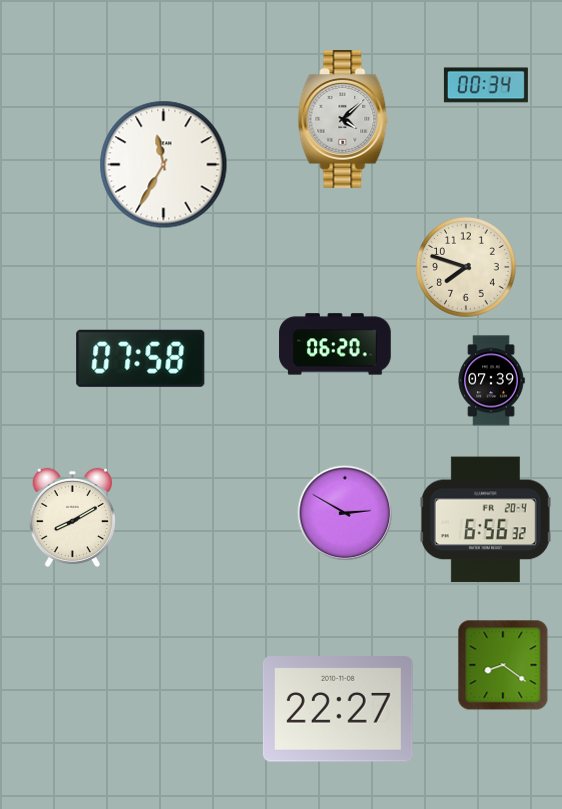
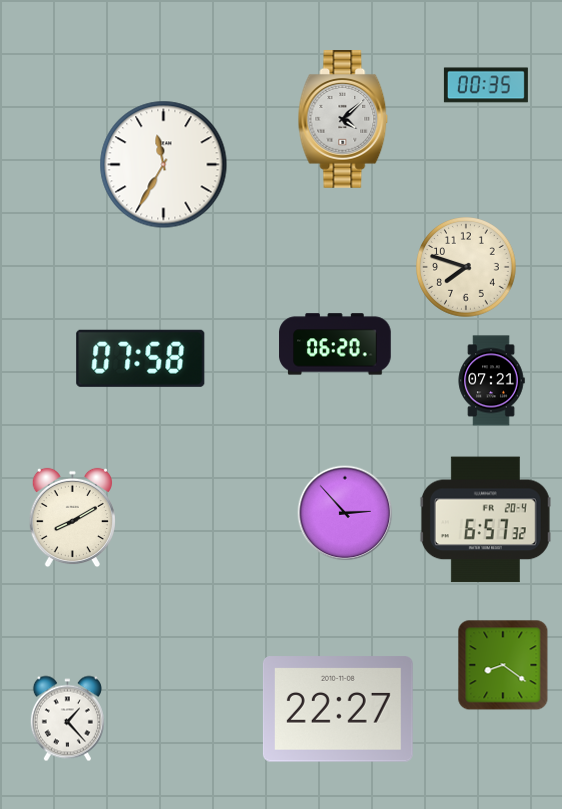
clock at (486, 85): 00:34 -> 00:35
clock at (491, 381): 07:39 -> 07:21
clock at (345, 513): 2:50 -> 2:53
clock at (485, 520): 6:56 -> 6:57
clock at (67, 719): none -> 1:23
